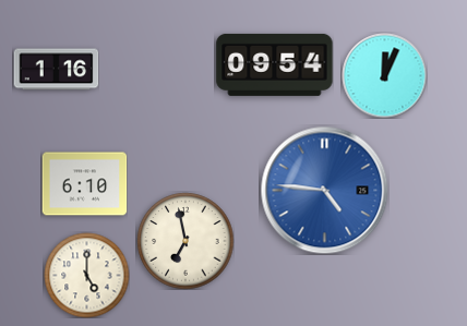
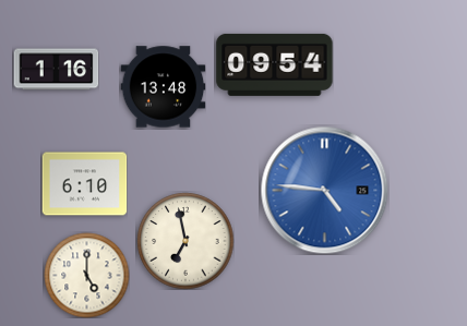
clock at (384, 75): 12:04 -> none
clock at (163, 87): none -> 13:48
